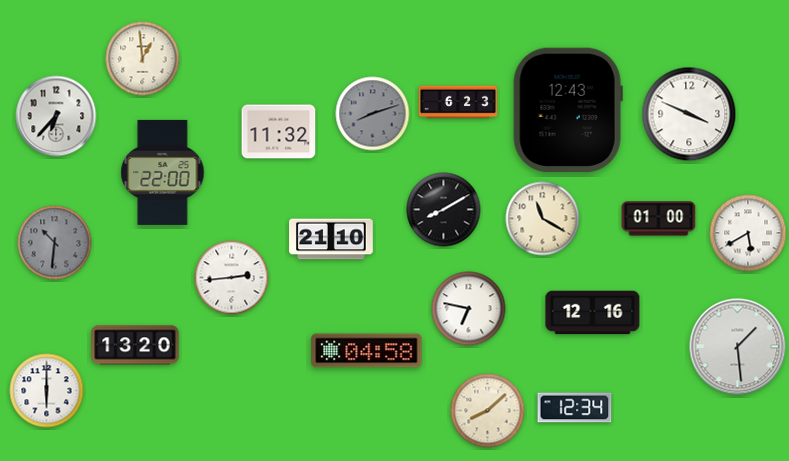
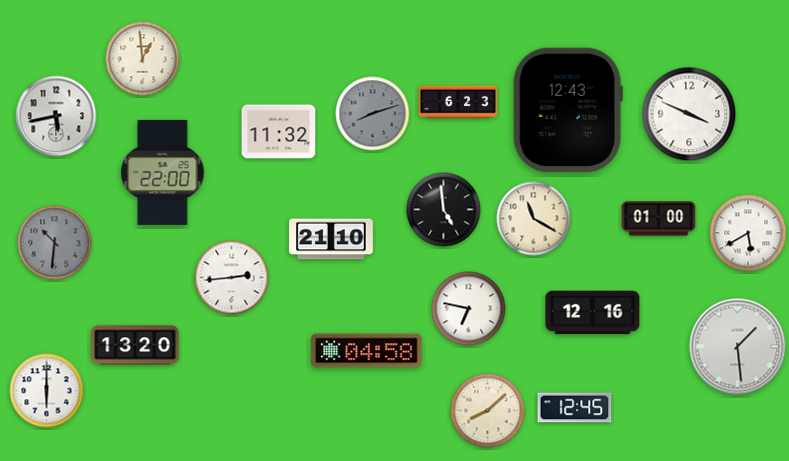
clock at (56, 116): 6:37 -> 5:43
clock at (444, 210): 8:10 -> 4:59
clock at (543, 219) position: (543, 219) -> (534, 219)
clock at (575, 408): 12:34 -> 12:45
